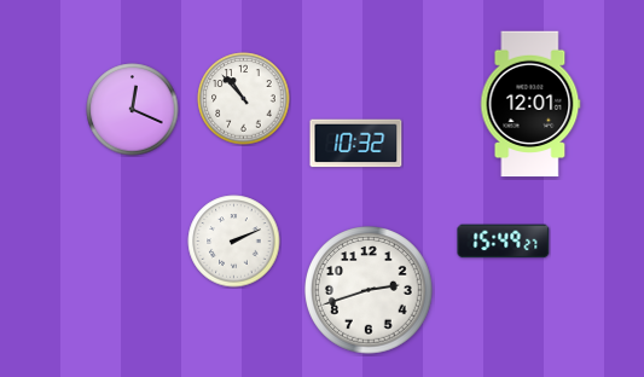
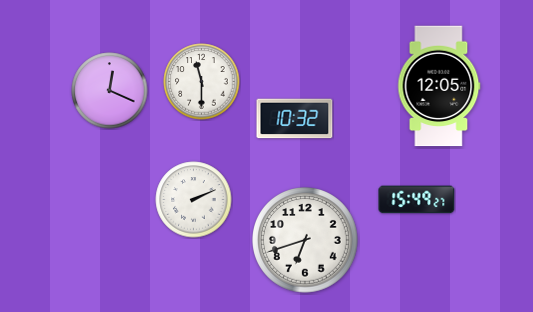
clock at (244, 99): 10:53 -> 11:30
clock at (530, 104): 12:01 -> 12:05
clock at (369, 290): 2:42 -> 6:42
